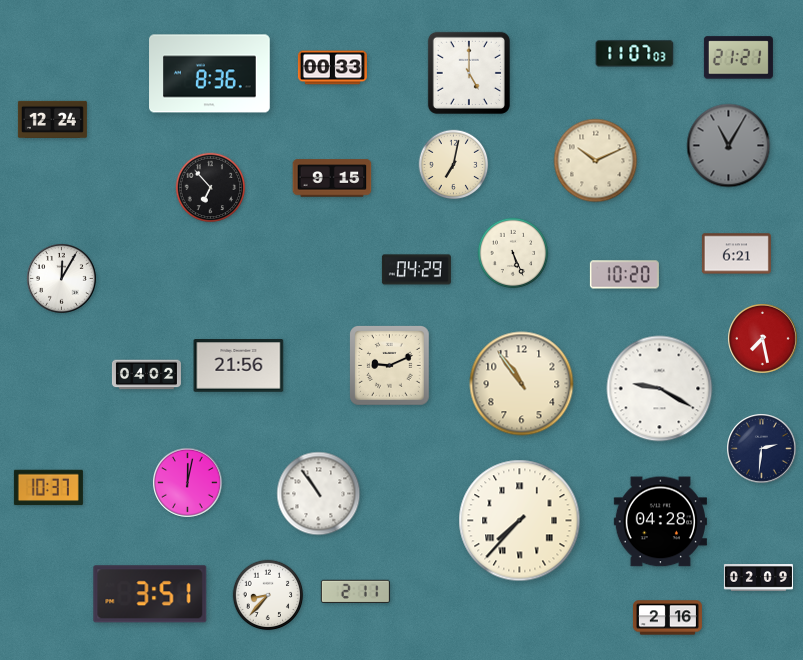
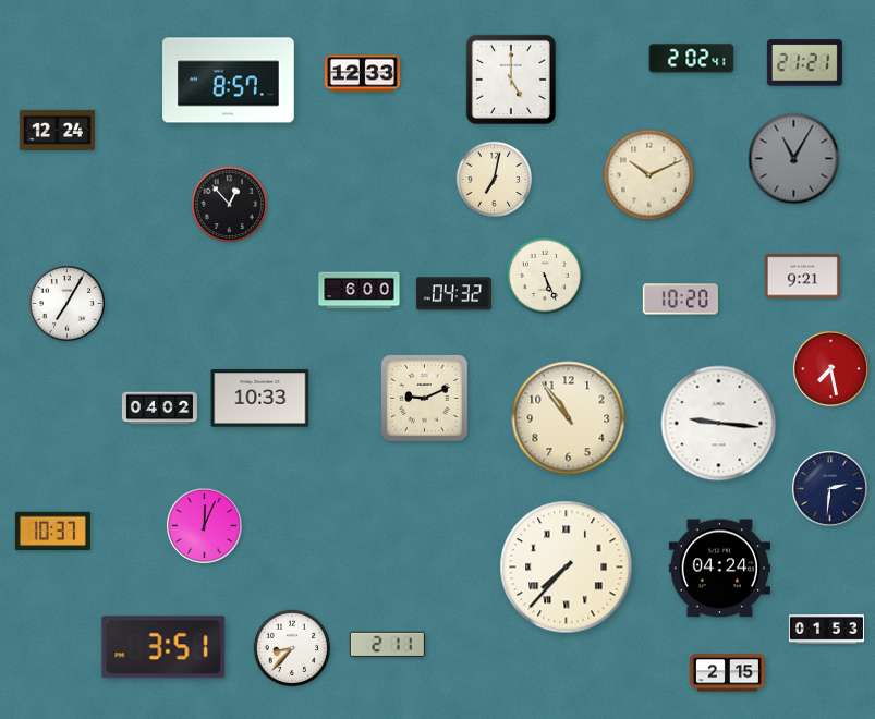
clock at (635, 54): 11:07 -> 2:02
clock at (332, 68): 00:33 -> 12:33
clock at (210, 74): 8:36 -> 8:57
clock at (332, 178): 9:15 -> none
clock at (211, 188): 6:53 -> 12:53
clock at (513, 253) position: (513, 253) -> (545, 276)
clock at (736, 254): 6:21 -> 9:21
clock at (360, 291): none -> 6:00
clock at (416, 270): 04:29 -> 04:32
clock at (62, 279): 12:05 -> 7:05
clock at (239, 366): 21:56 -> 10:33
clock at (660, 389): 9:20 -> 9:16
clock at (188, 483): 12:02 -> 12:04
clock at (319, 494): 10:54 -> none
clock at (660, 522): 04:28 -> 04:24
clock at (758, 578): 02:09 -> 01:53
clock at (667, 618): 2:16 -> 2:15
